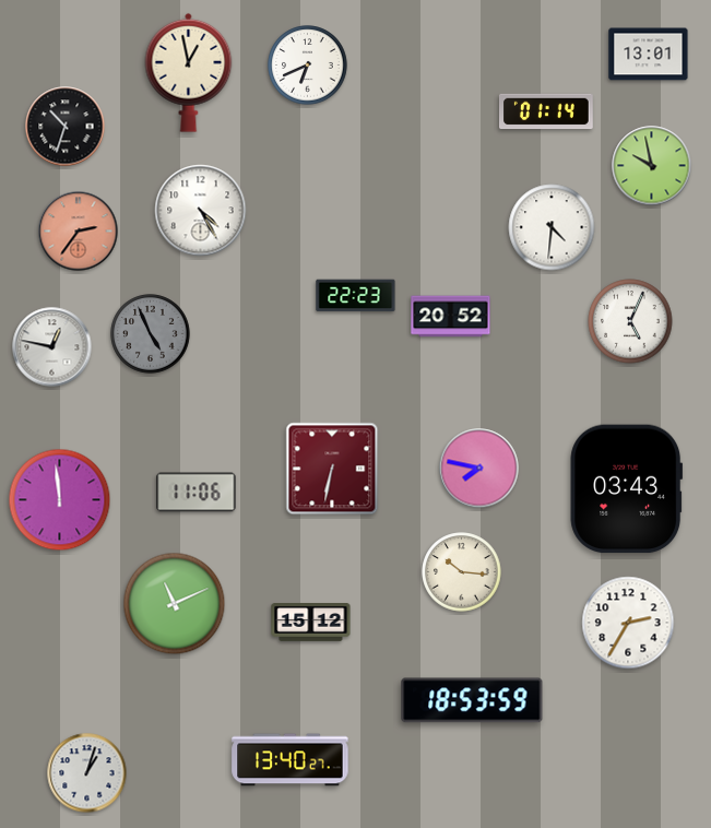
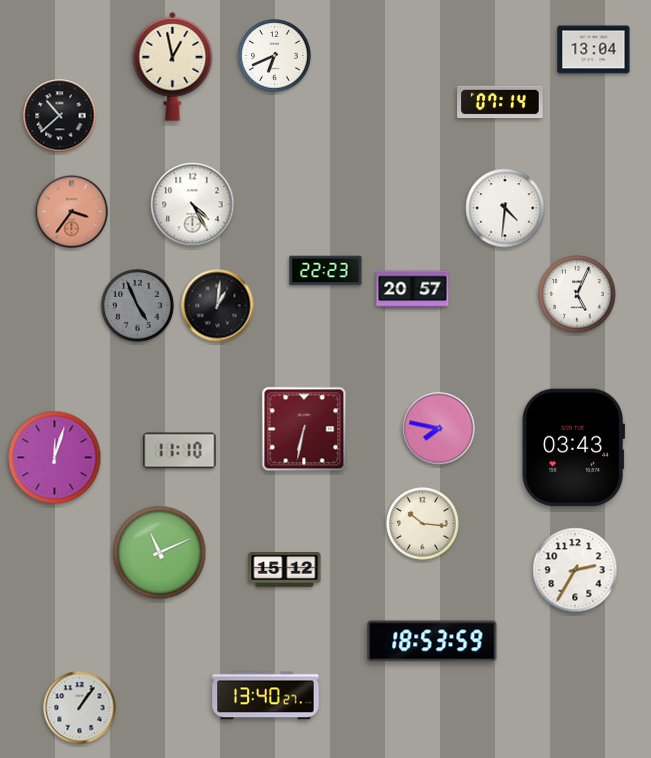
clock at (649, 55): 13:01 -> 13:04
clock at (308, 66) position: (308, 66) -> (275, 56)
clock at (547, 111): 01:14 -> 07:14
clock at (66, 127): 10:33 -> 10:38
clock at (652, 166): 9:58 -> none
clock at (201, 211) position: (201, 211) -> (193, 205)
clock at (79, 232): 2:36 -> 3:36
clock at (451, 317): 20:52 -> 20:57
clock at (218, 306): none -> 1:01
clock at (52, 347): 12:47 -> none
clock at (197, 493): 11:06 -> 11:10
clock at (60, 500): 11:59 -> 12:03
clock at (87, 773): 1:03 -> 1:06
